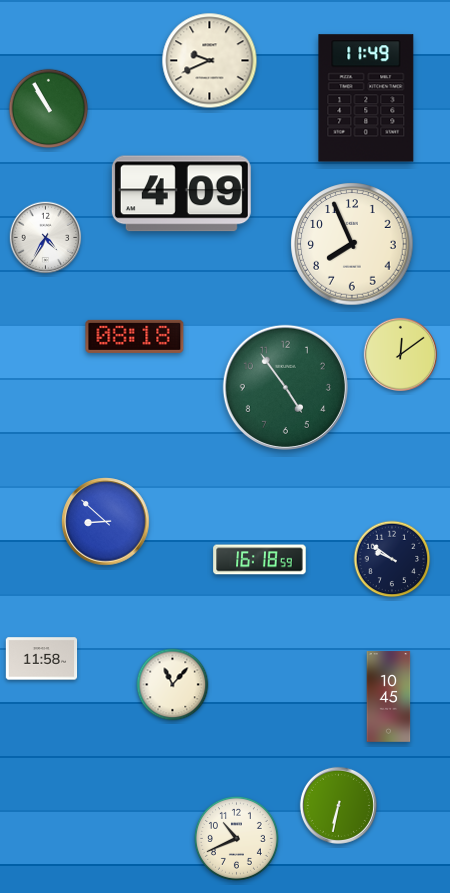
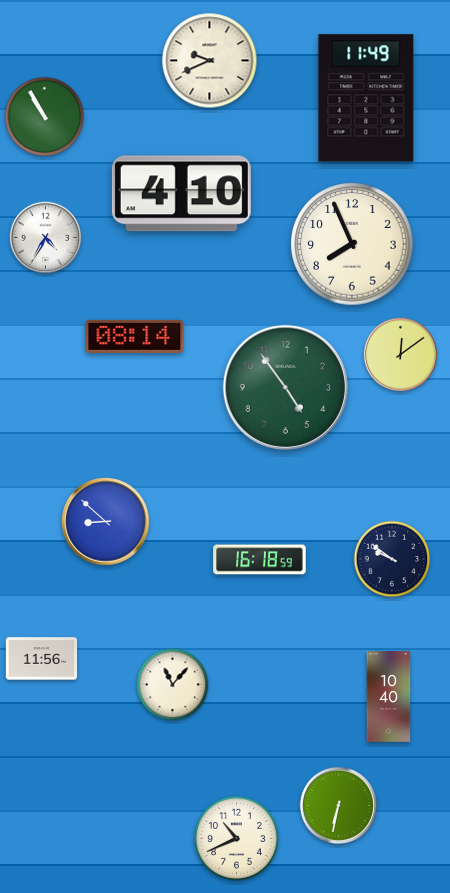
clock at (49, 109) position: (49, 109) -> (45, 117)
clock at (181, 194): 4:09 -> 4:10
clock at (135, 336): 08:18 -> 08:14
clock at (42, 659): 11:58 -> 11:56
clock at (389, 697): 10:45 -> 10:40
